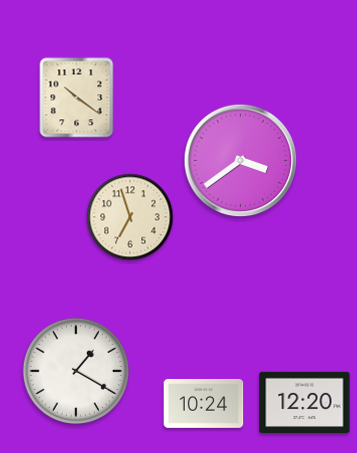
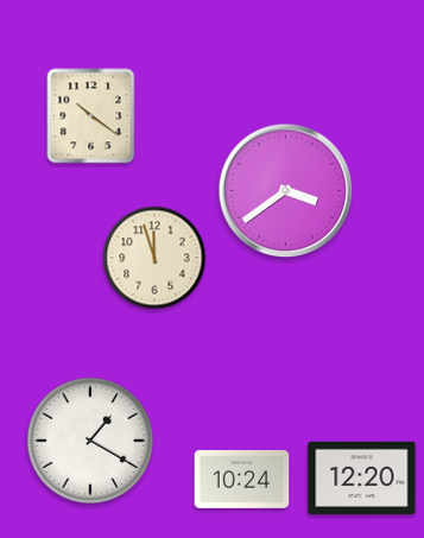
clock at (130, 217): 6:57 -> 11:57
